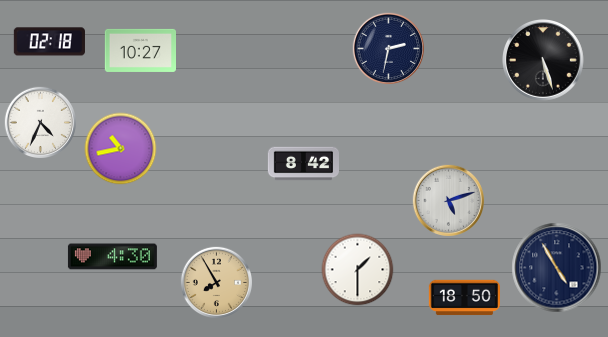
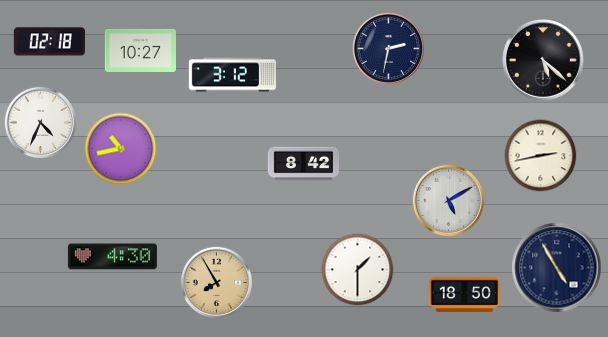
clock at (544, 61): 5:27 -> 5:22
clock at (232, 75): none -> 3:12
clock at (541, 156): none -> 2:43
clock at (448, 200): 5:12 -> 5:10
clock at (464, 298) position: (464, 298) -> (464, 295)
